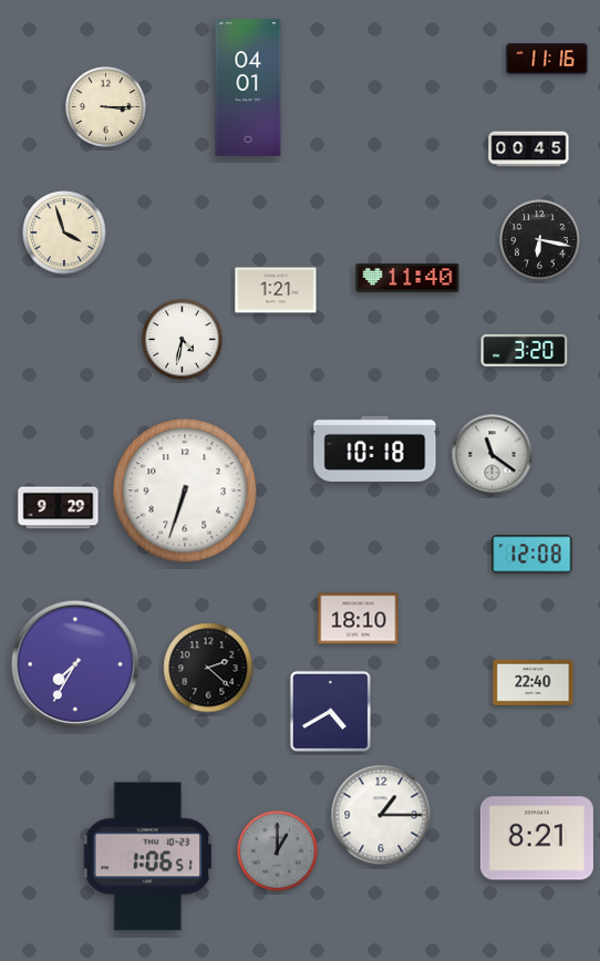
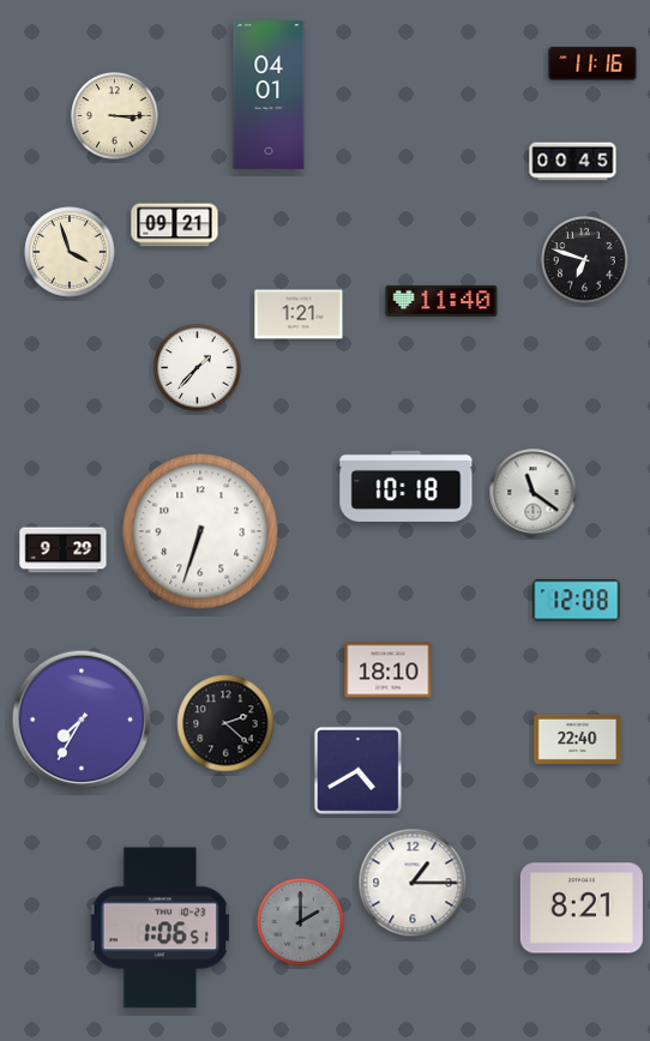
clock at (175, 225): none -> 09:21
clock at (540, 240): 6:17 -> 6:48
clock at (183, 340): 4:32 -> 1:37
clock at (525, 350): 3:20 -> none
clock at (278, 851): 1:00 -> 2:00
